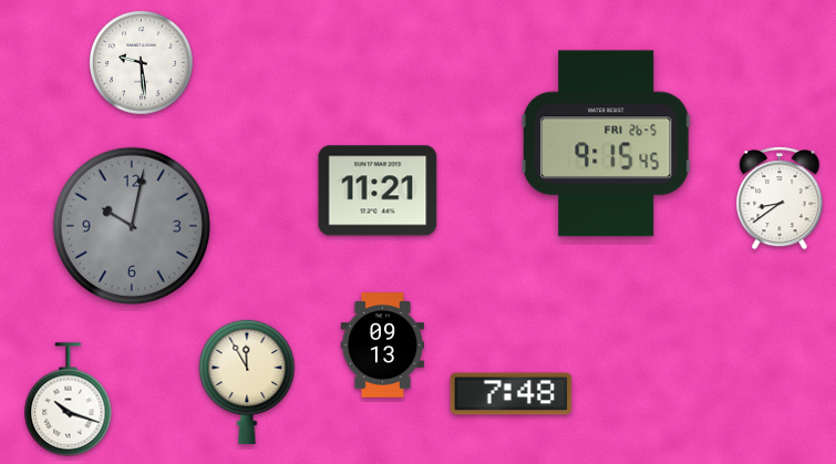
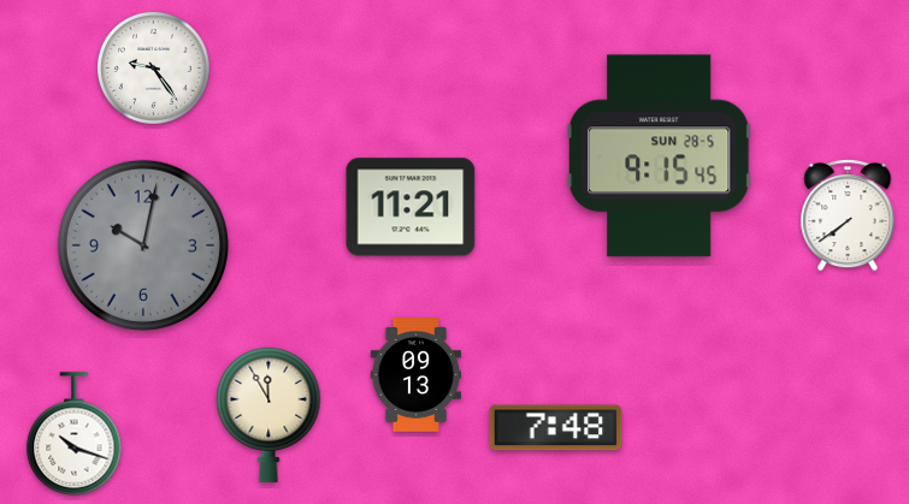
clock at (142, 63): 9:29 -> 9:24
clock at (606, 144) date: FRI 26-5 -> SUN 28-5
clock at (780, 198): 8:39 -> 7:39
